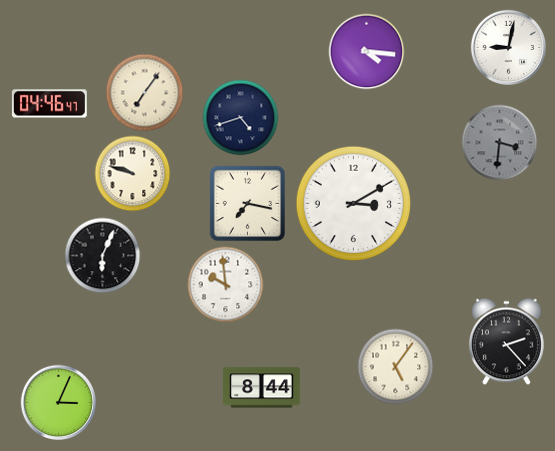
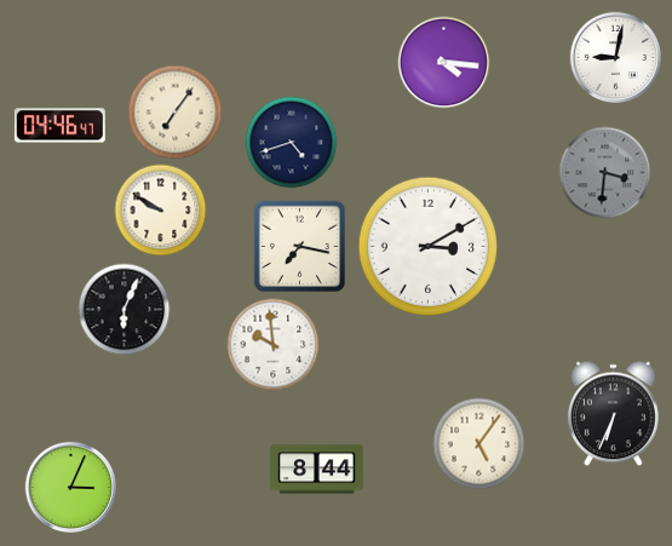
clock at (133, 174): 9:48 -> 9:50
clock at (506, 342): 2:23 -> 6:34
